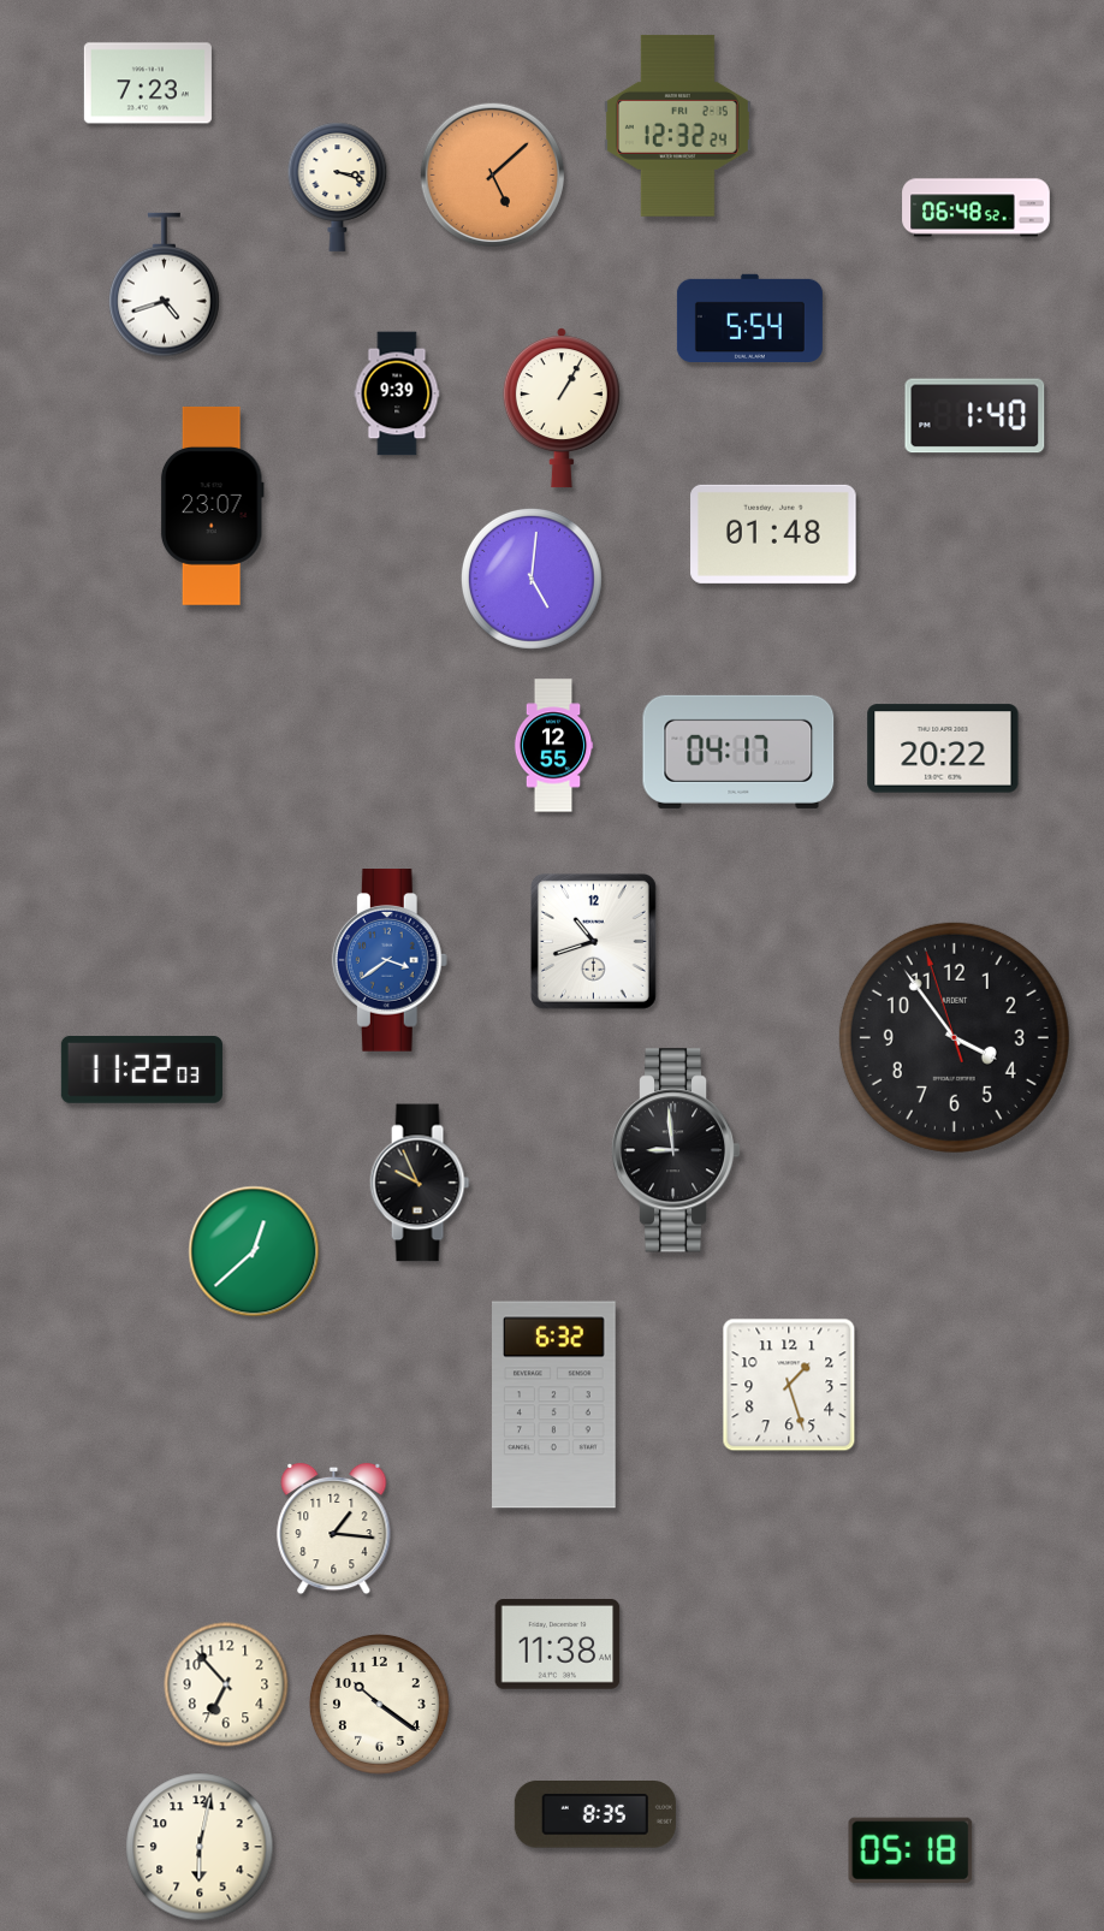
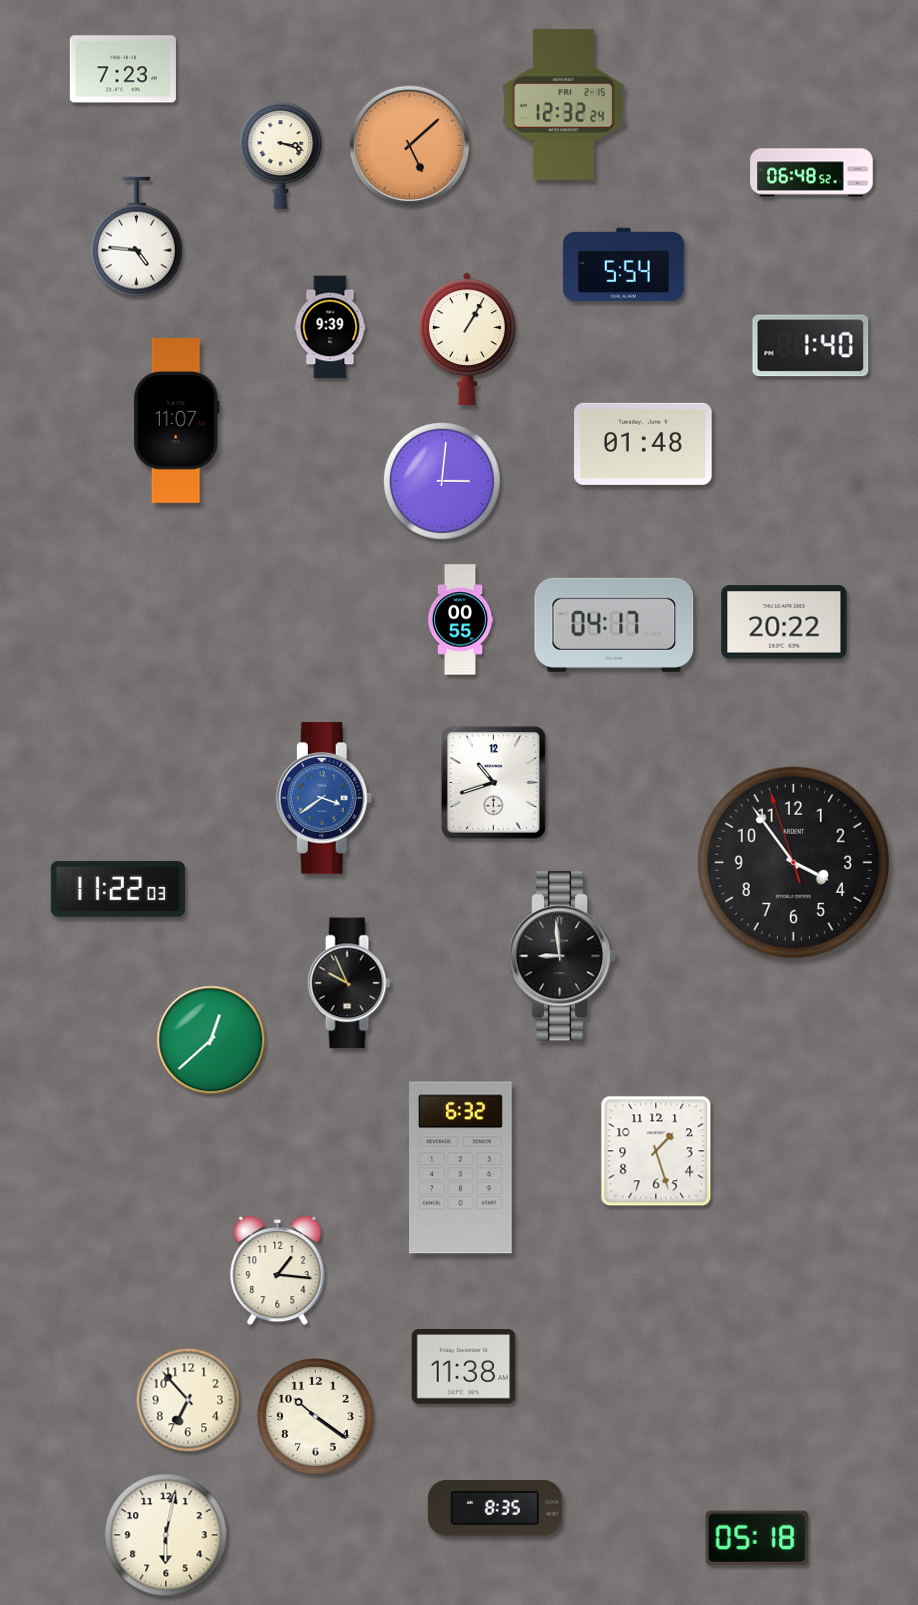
clock at (165, 285): 4:42 -> 4:46
clock at (212, 505): 23:07 -> 11:07
clock at (532, 579): 5:01 -> 3:01
clock at (553, 746): 12:55 -> 00:55
